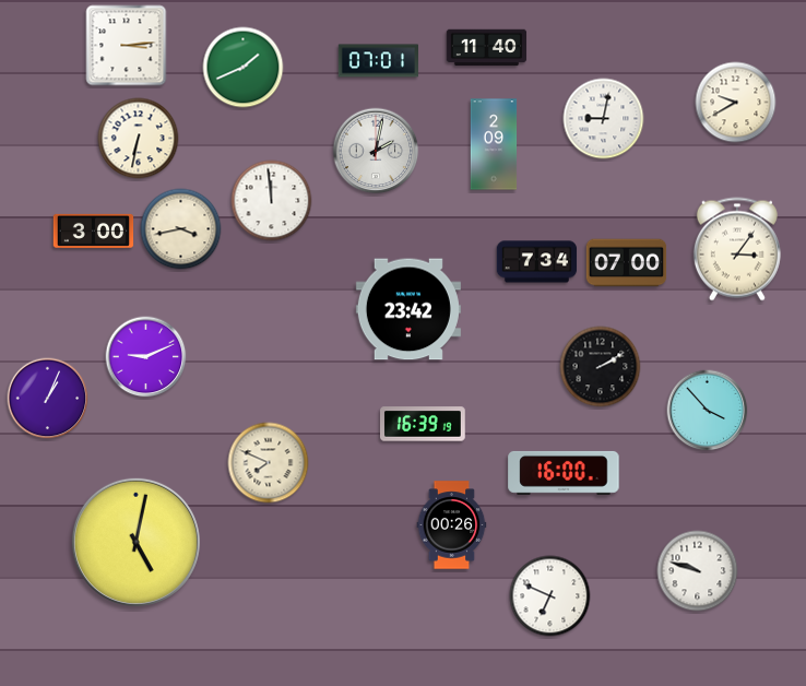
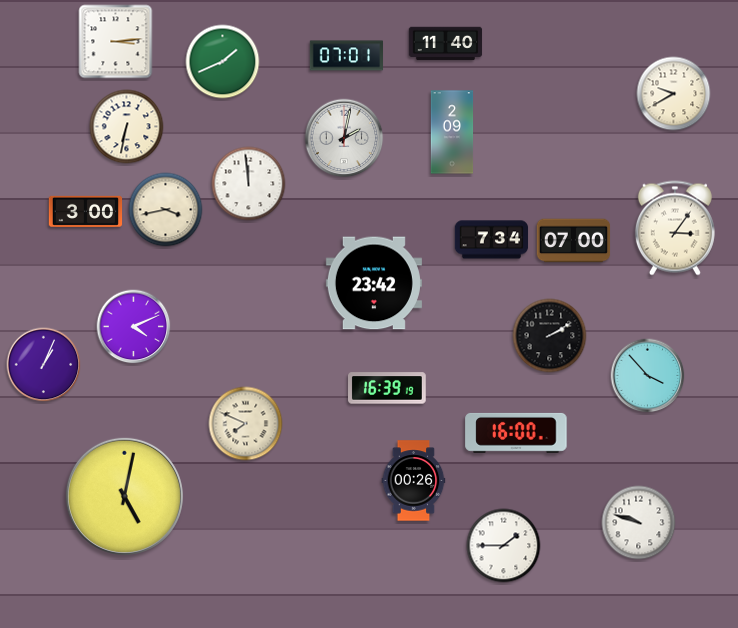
clock at (604, 119): 9:02 -> none
clock at (146, 357): 9:11 -> 4:11
clock at (550, 596): 6:49 -> 1:45
